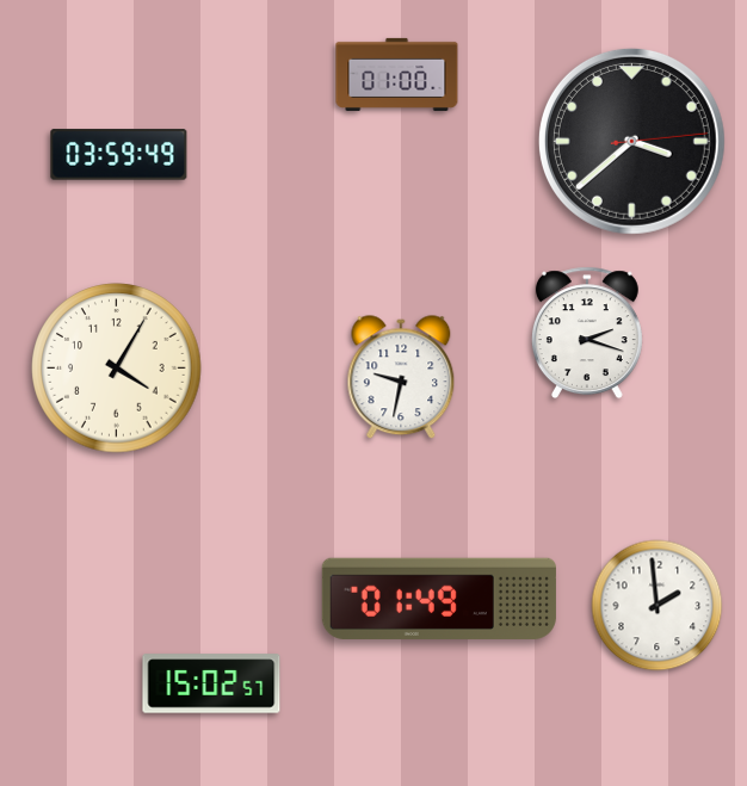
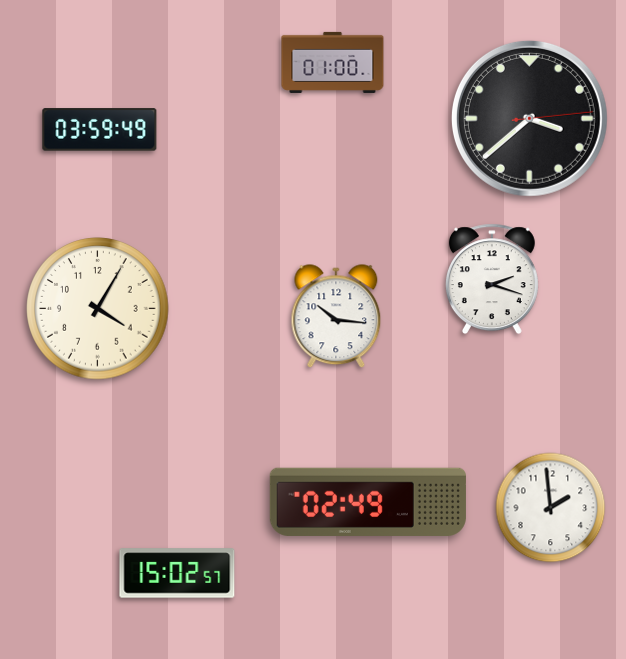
clock at (401, 378): 9:32 -> 10:16
clock at (439, 599): 01:49 -> 02:49
